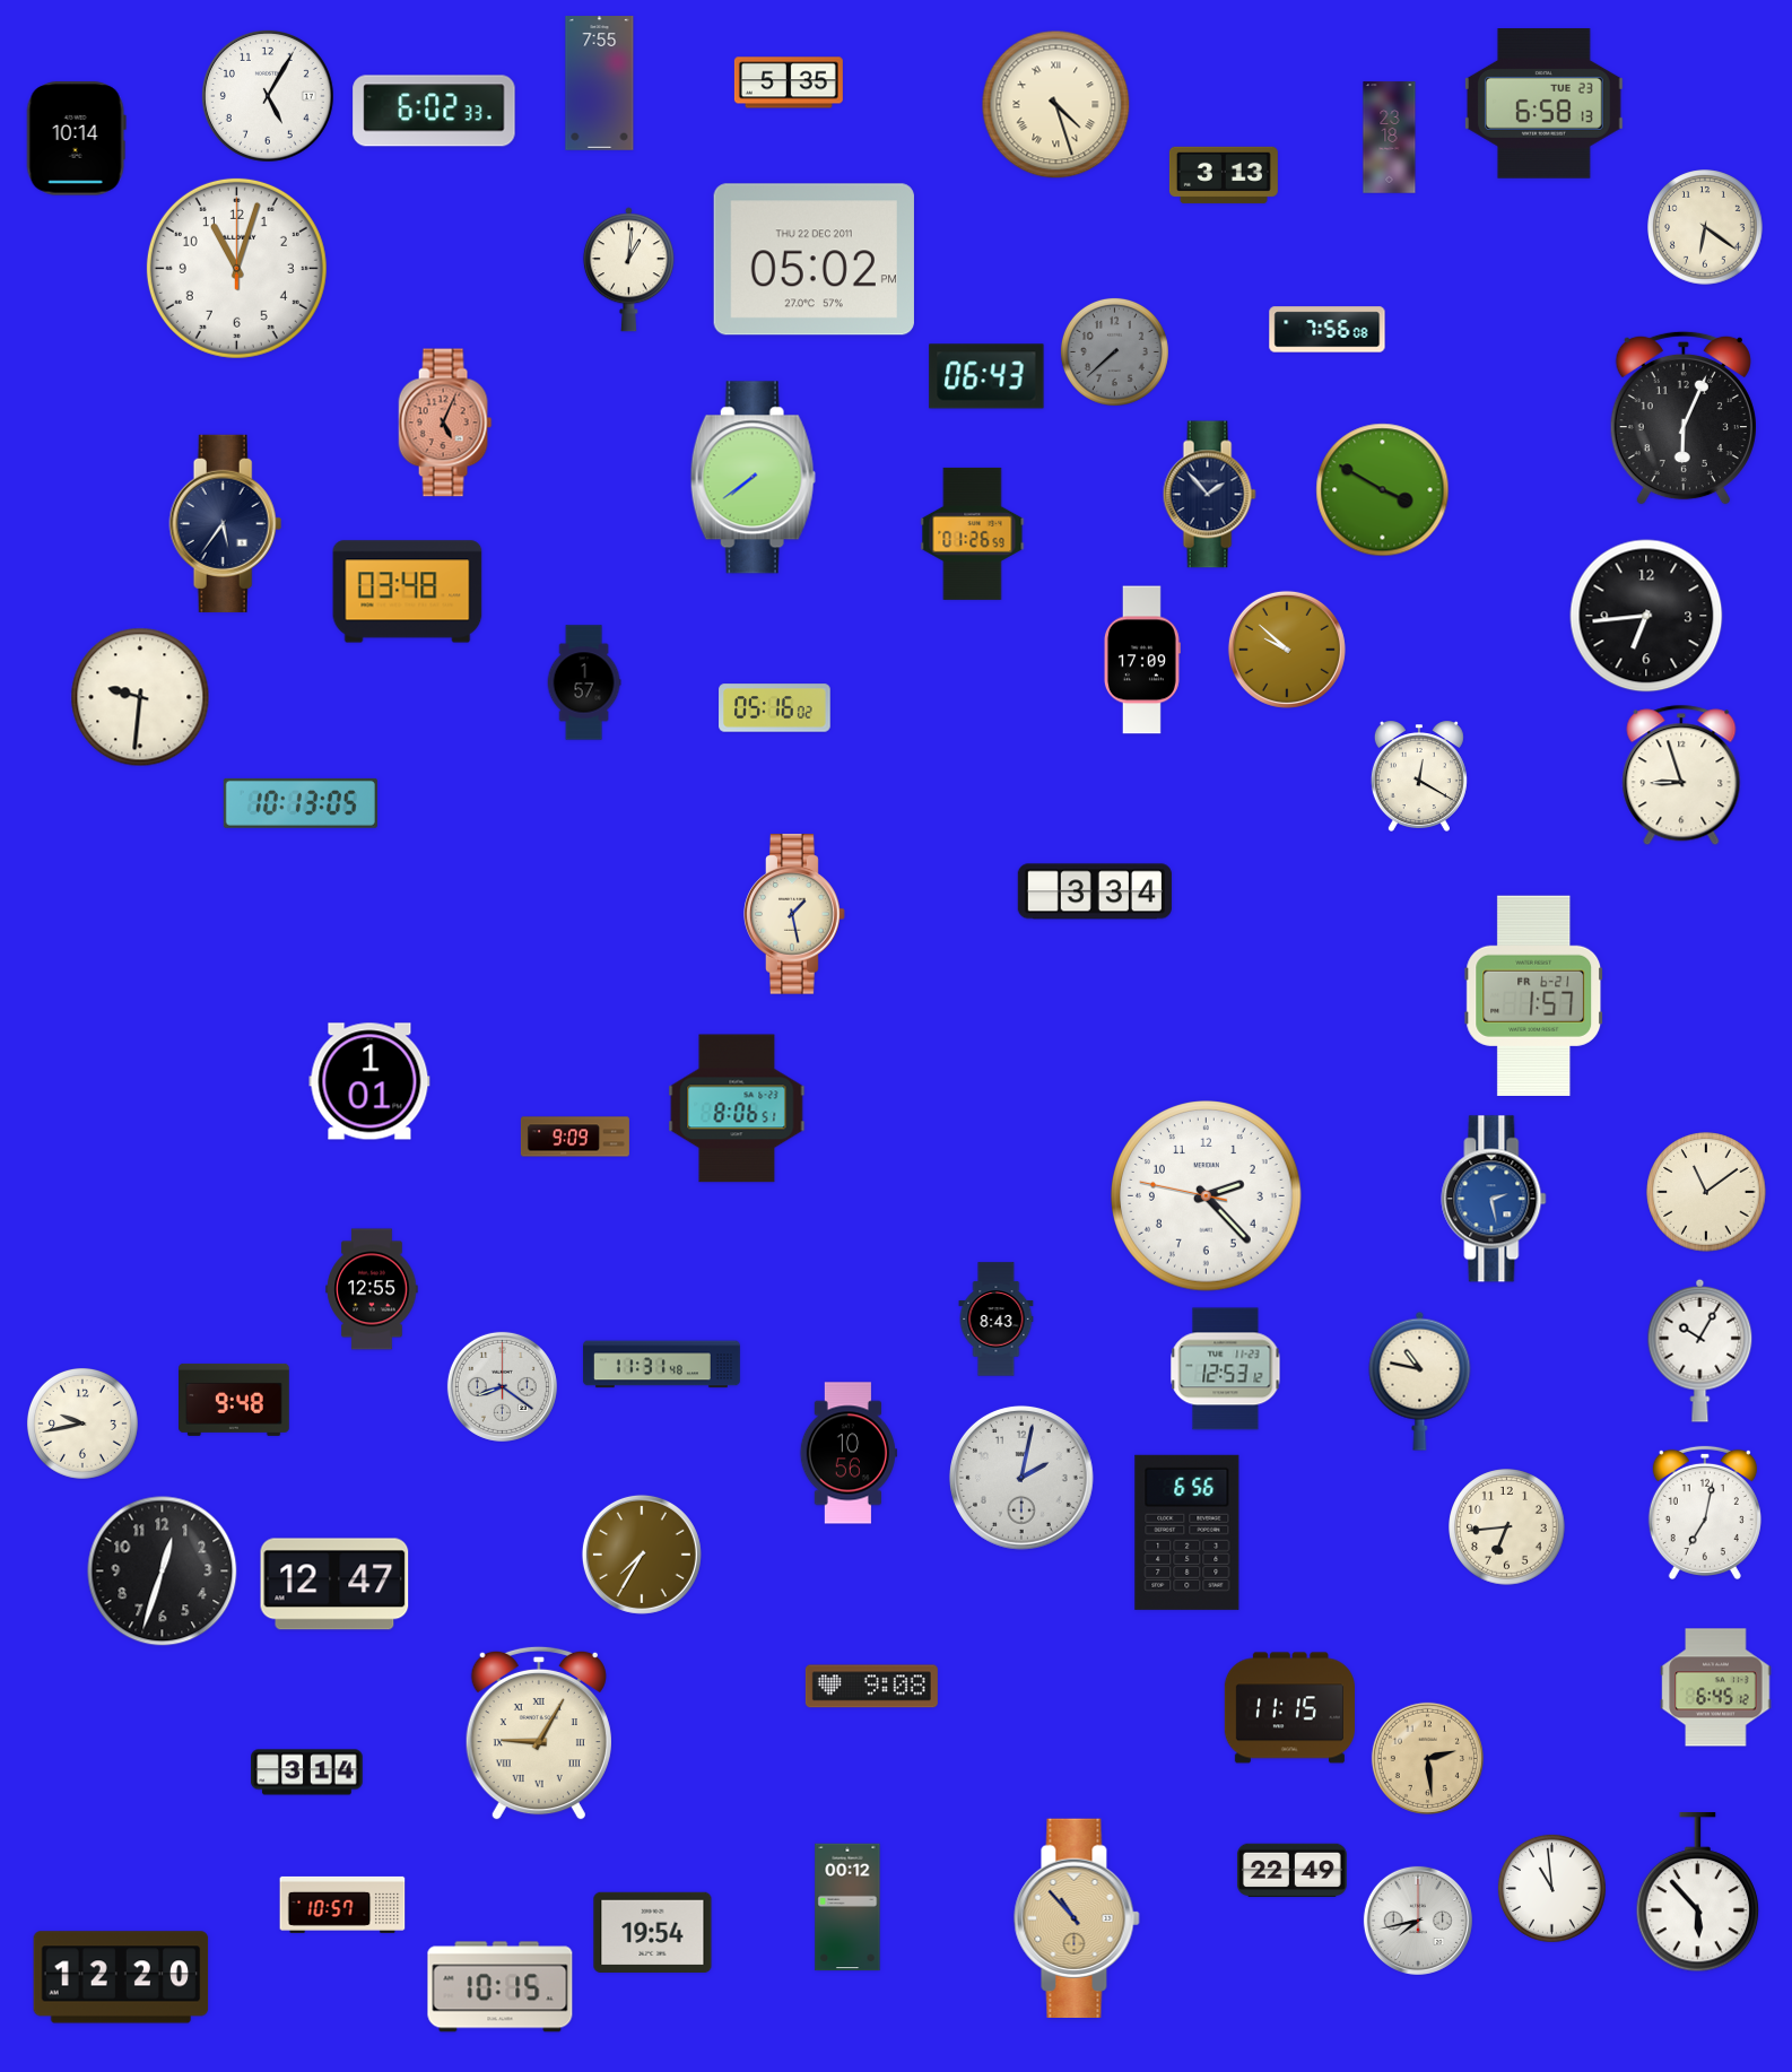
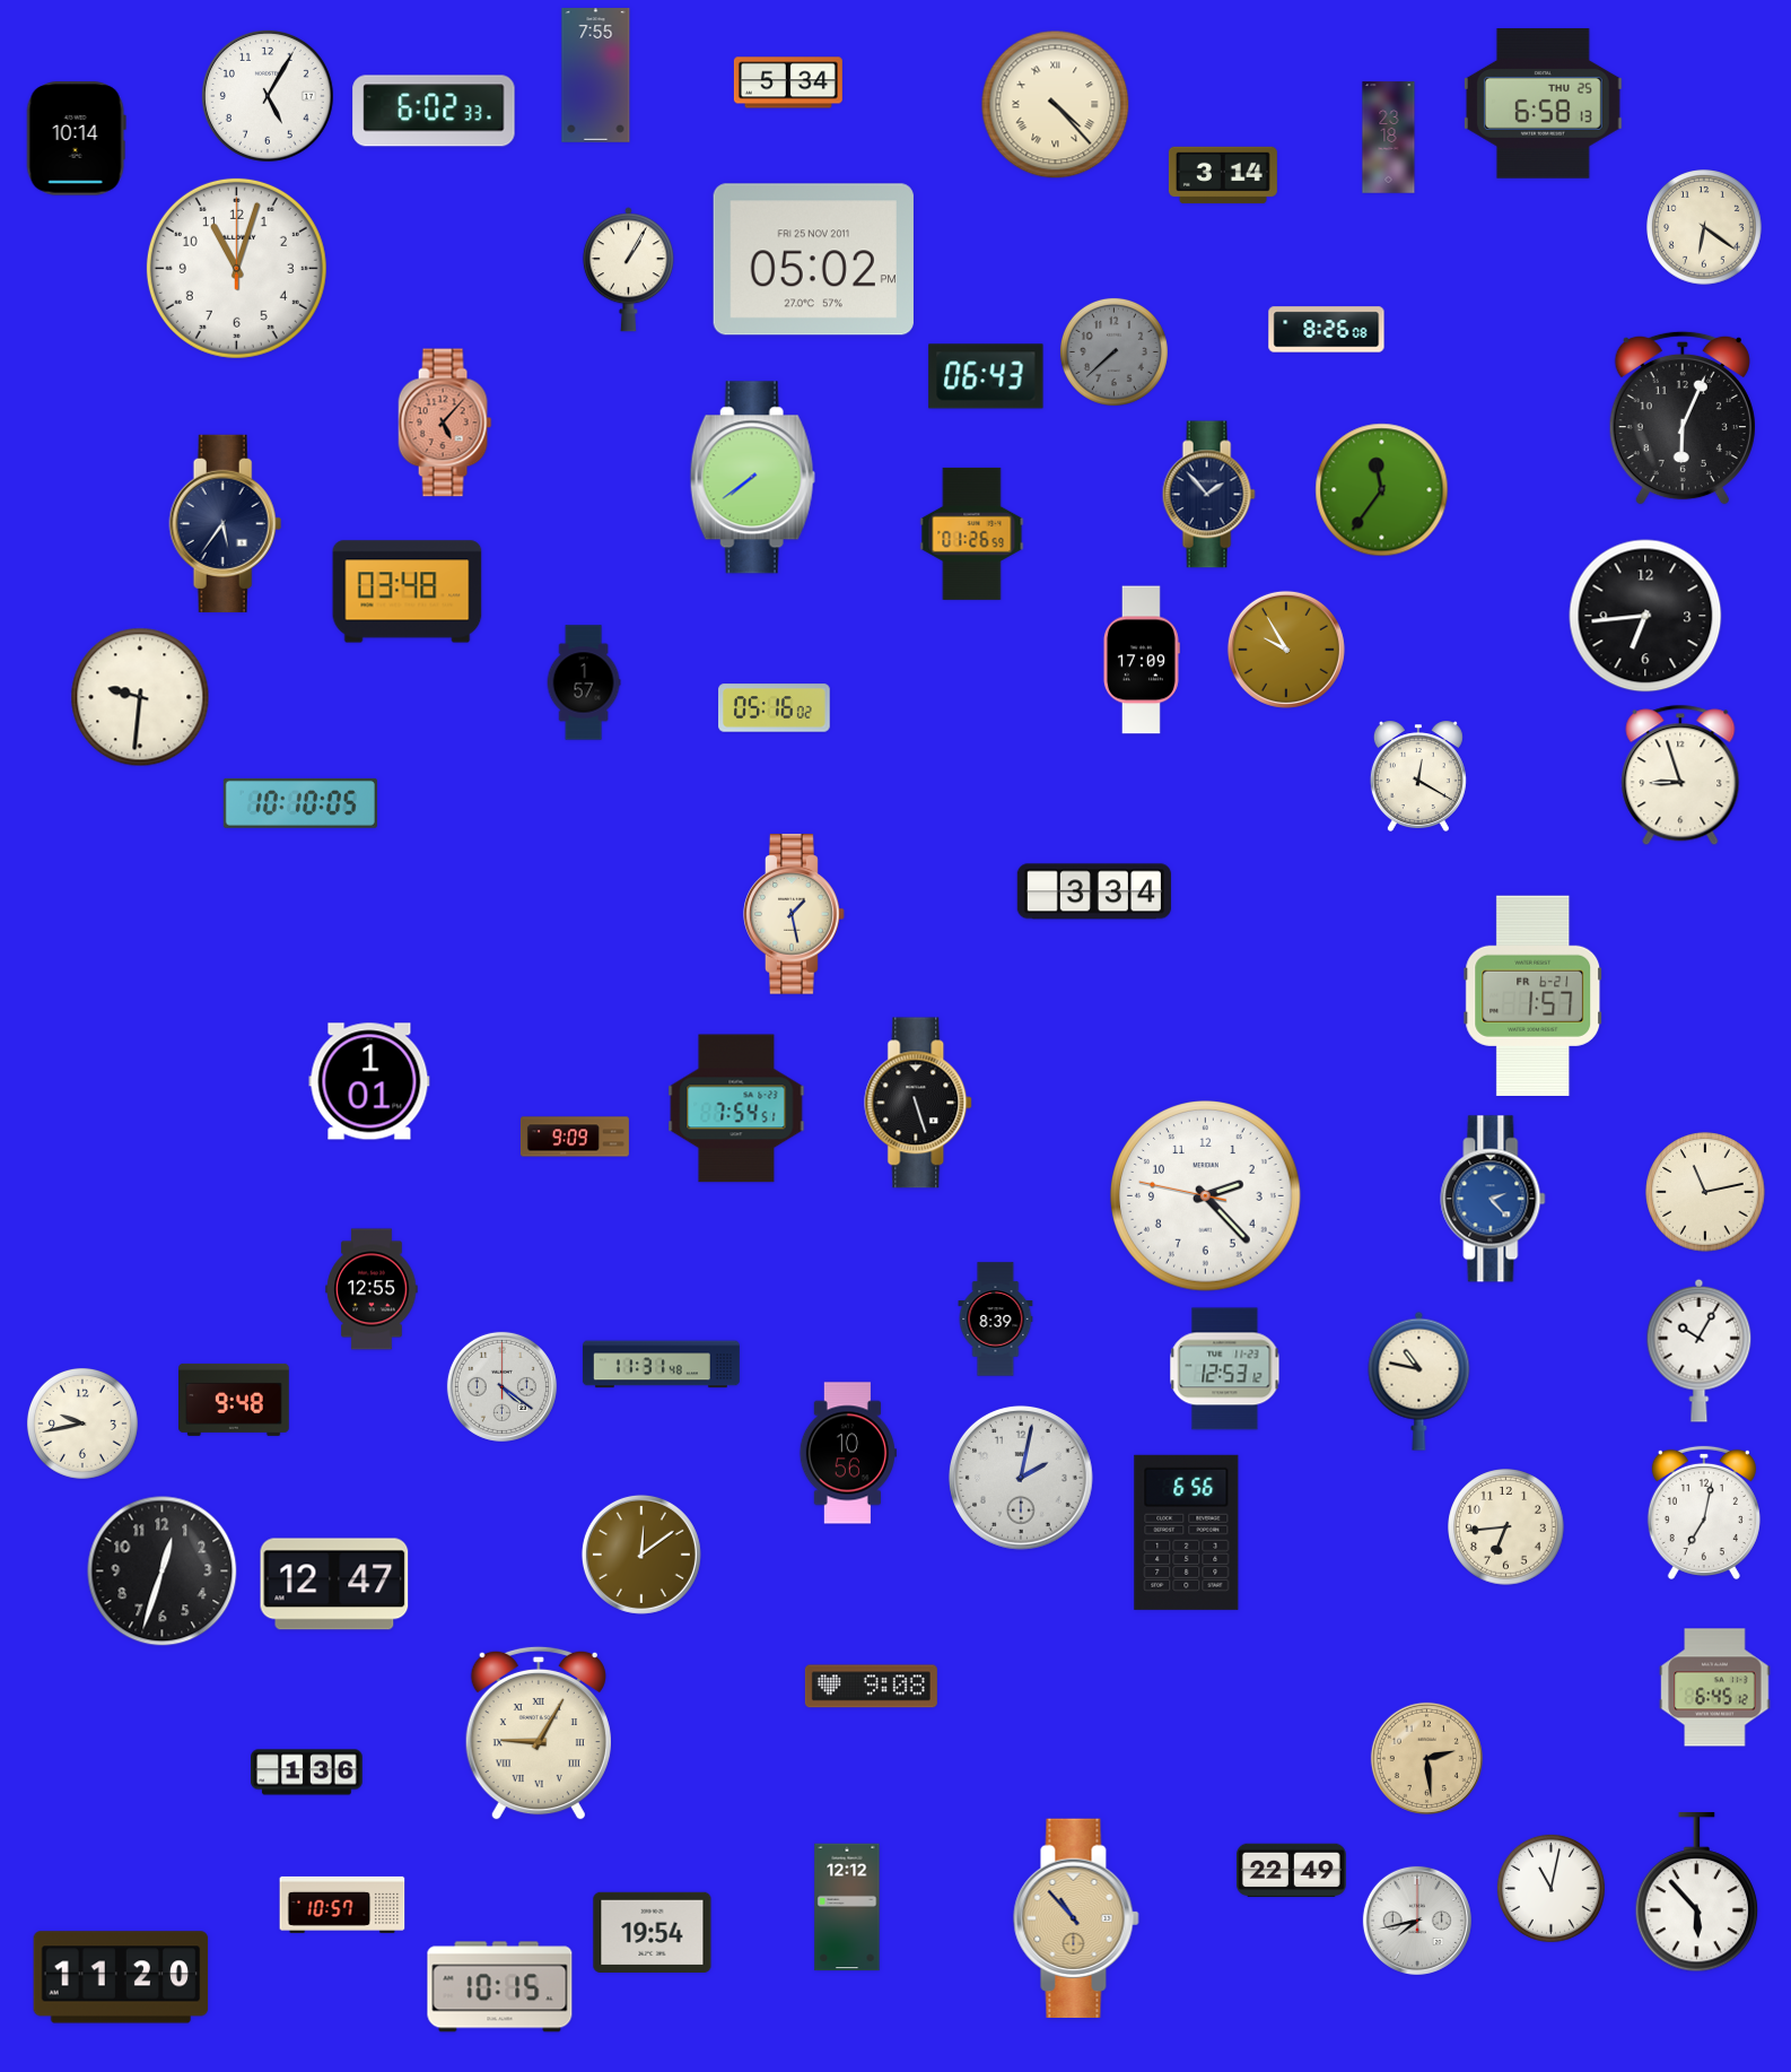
clock at (789, 82): 5:35 -> 5:34
clock at (600, 84) position: (600, 84) -> (596, 76)
clock at (1543, 104) date: TUE 23 -> THU 25
clock at (1056, 105): 4:27 -> 4:23
clock at (1224, 175): 3:13 -> 3:14
clock at (814, 260) date: THU 22 DEC 2011 -> FRI 25 NOV 2011
clock at (628, 270): 1:01 -> 1:05
clock at (1328, 330): 7:56 -> 8:26
clock at (445, 423): 5:04 -> 5:07
clock at (1383, 490): 3:50 -> 11:36
clock at (1287, 650): 9:52 -> 9:55
clock at (301, 803): 10:13 -> 10:10
clock at (919, 1103): none -> 5:27
clock at (737, 1108): 8:06 -> 7:54
clock at (1706, 1192): 11:09 -> 11:13
clock at (1494, 1199): 2:28 -> 2:23
clock at (997, 1320): 8:43 -> 8:39
clock at (502, 1386): 8:21 -> 4:21
clock at (642, 1555): 7:35 -> 12:09
clock at (1289, 1708): 11:15 -> none
clock at (307, 1773): 3:14 -> 1:36
clock at (1551, 1888): 10:59 -> 11:02
clock at (847, 1907): 00:12 -> 12:12
clock at (121, 1977): 12:20 -> 11:20
